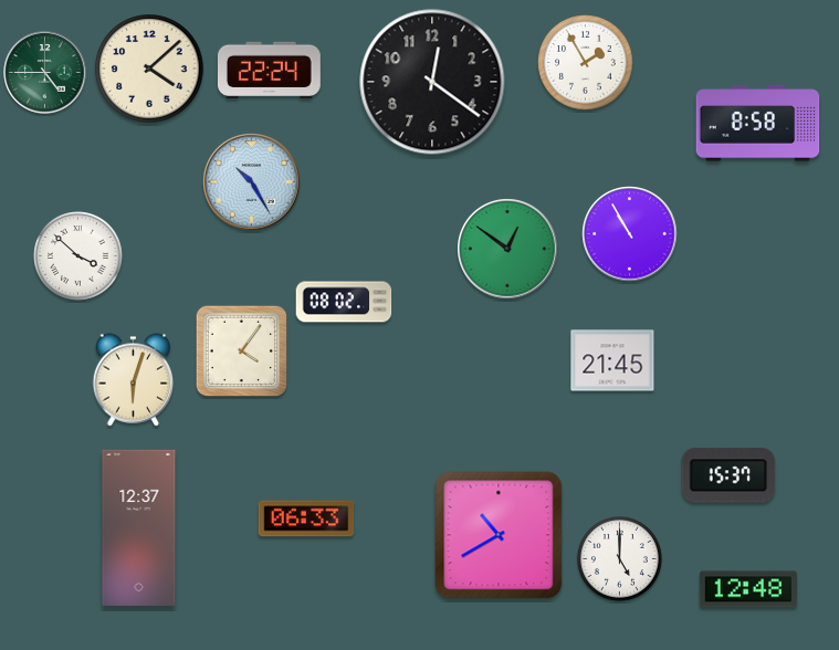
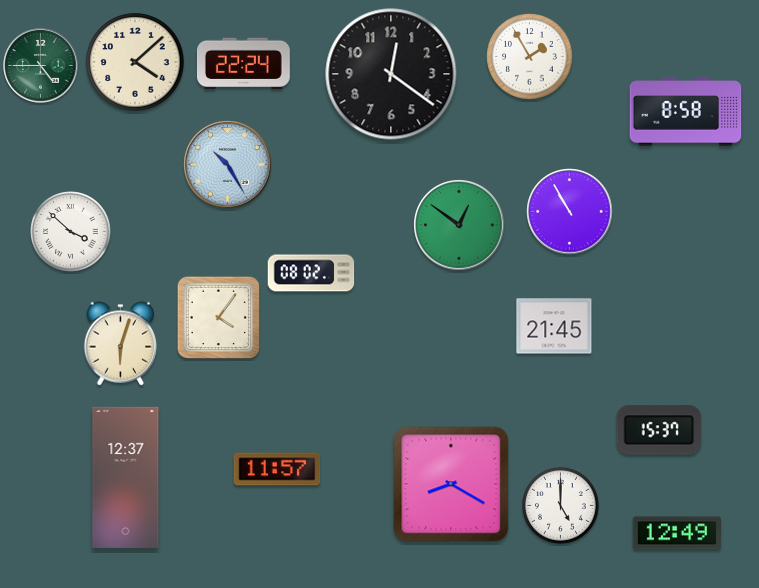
clock at (306, 518): 06:33 -> 11:57
clock at (499, 535): 10:40 -> 8:20
clock at (747, 589): 12:48 -> 12:49
